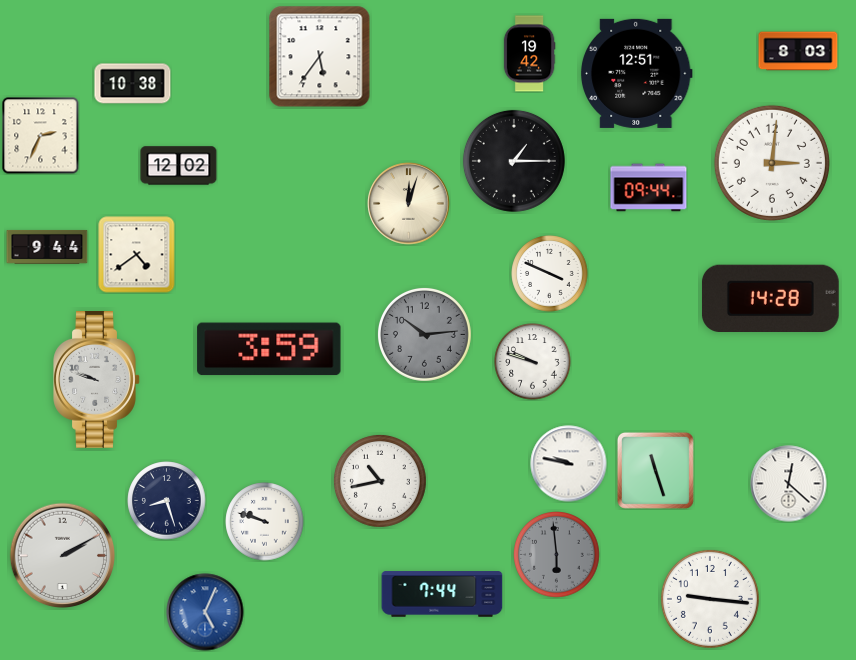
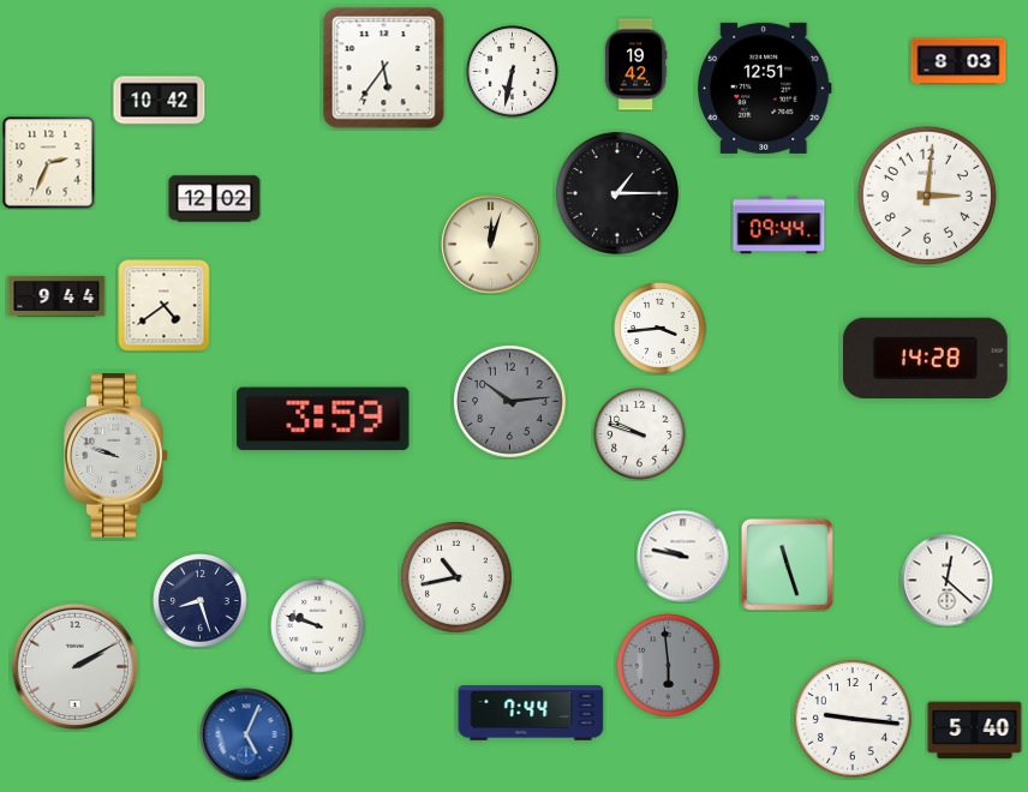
clock at (513, 72): none -> 6:32
clock at (133, 84): 10:38 -> 10:42
clock at (550, 274): 3:49 -> 3:44
clock at (975, 731): none -> 5:40
